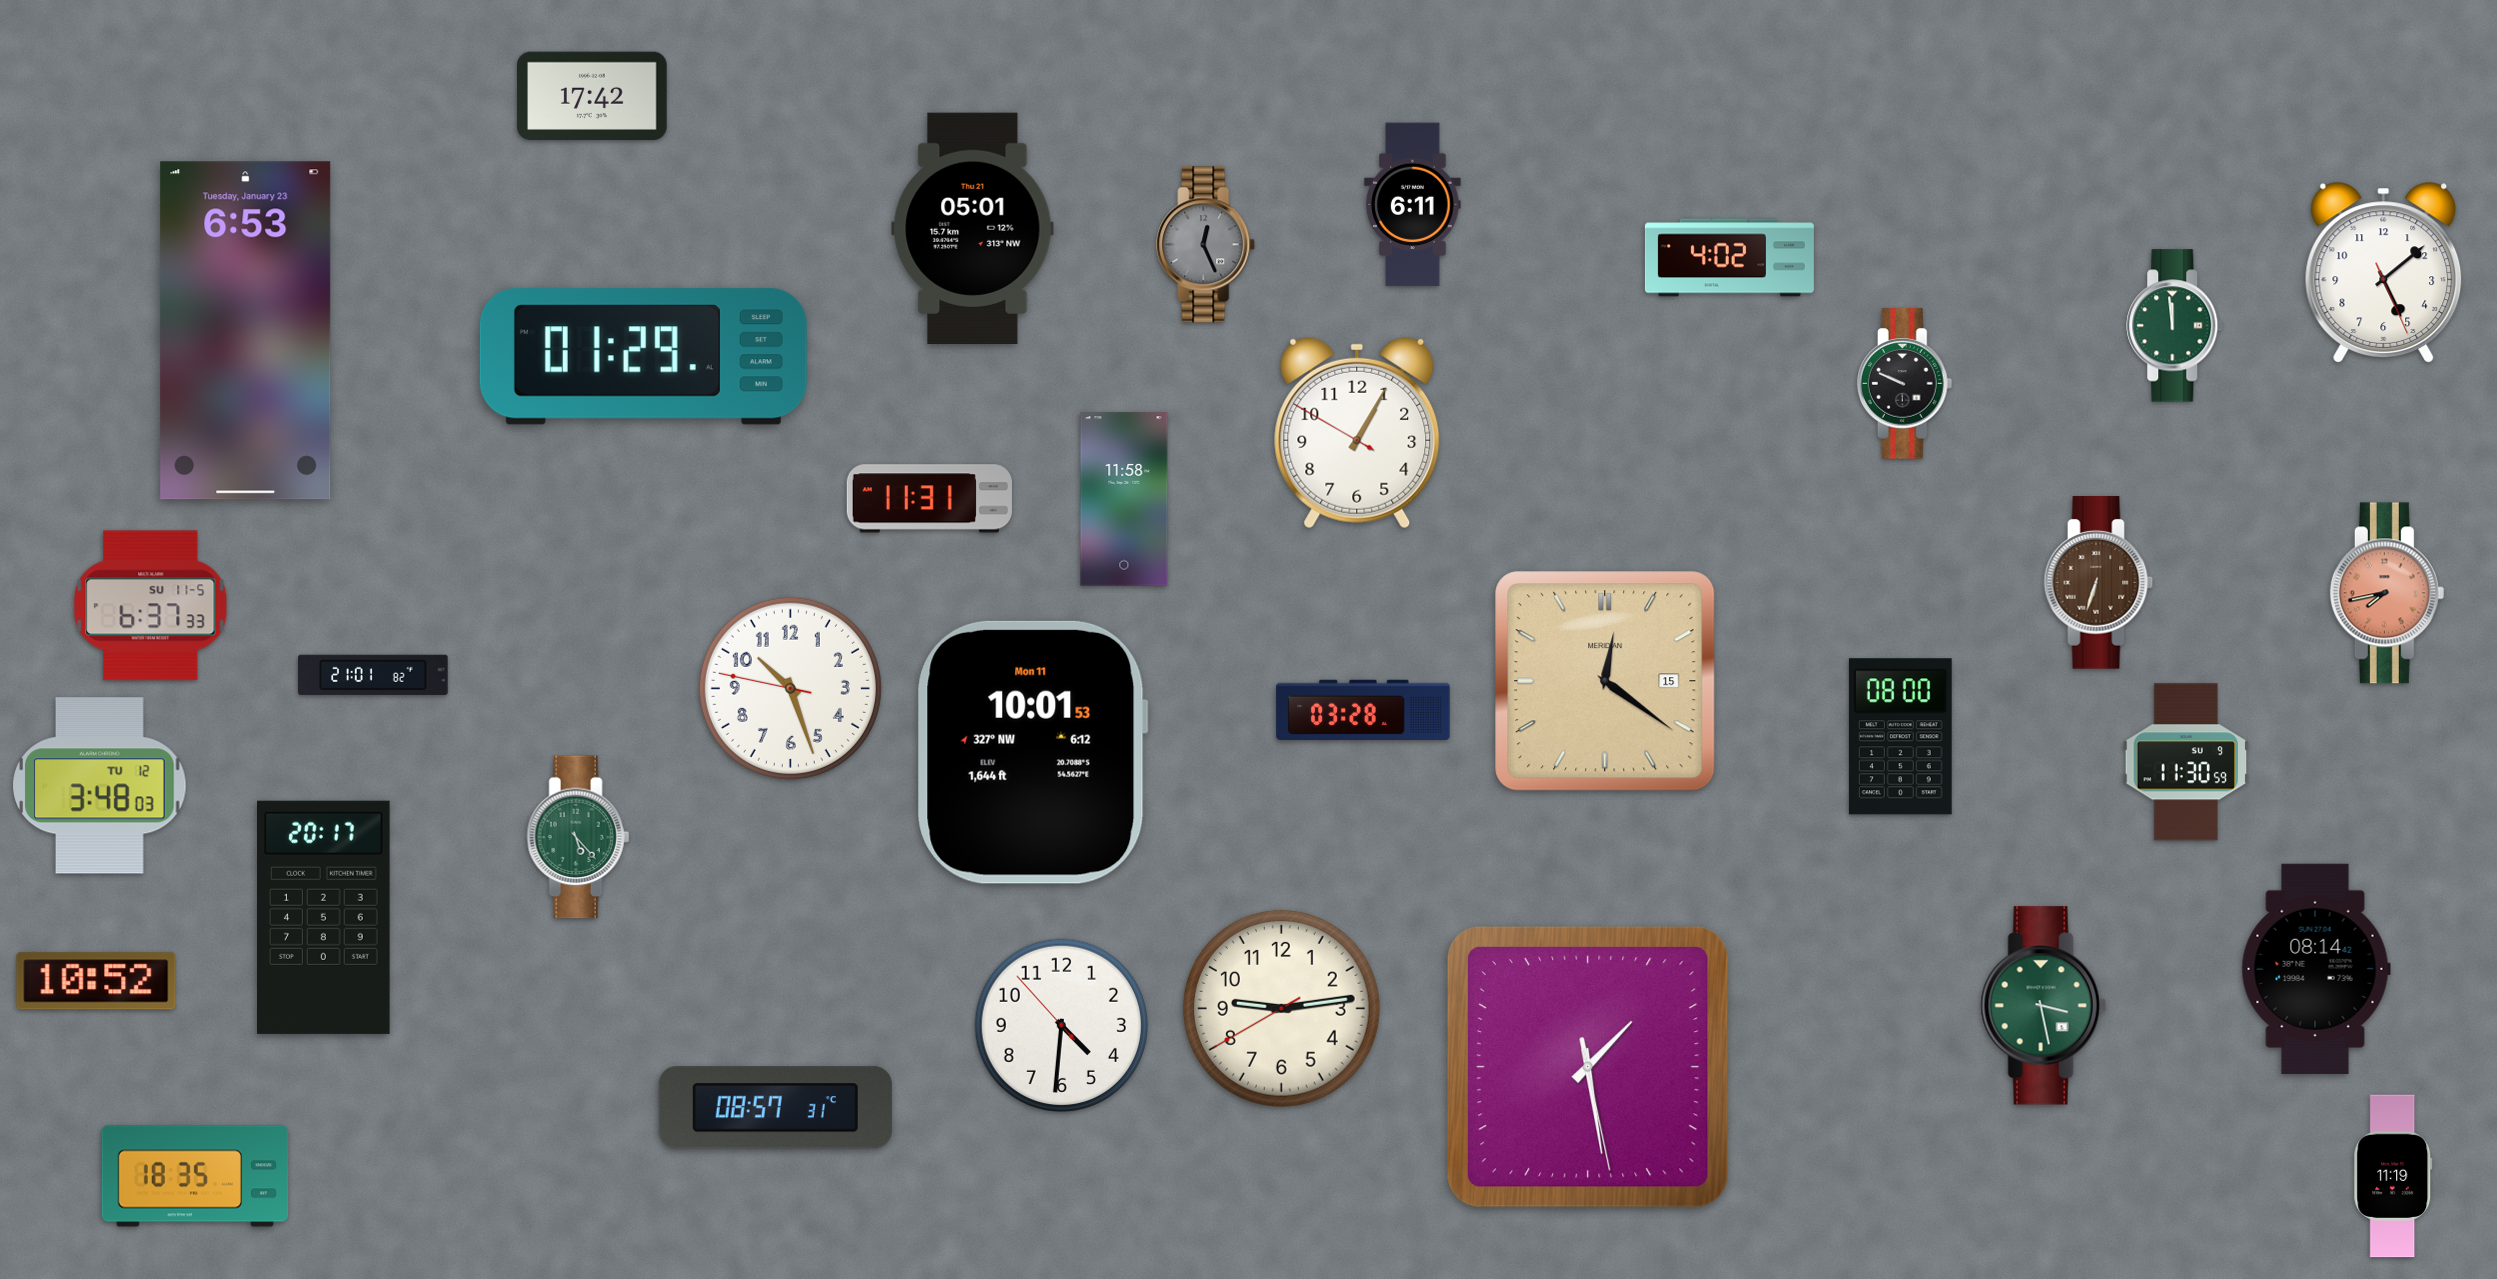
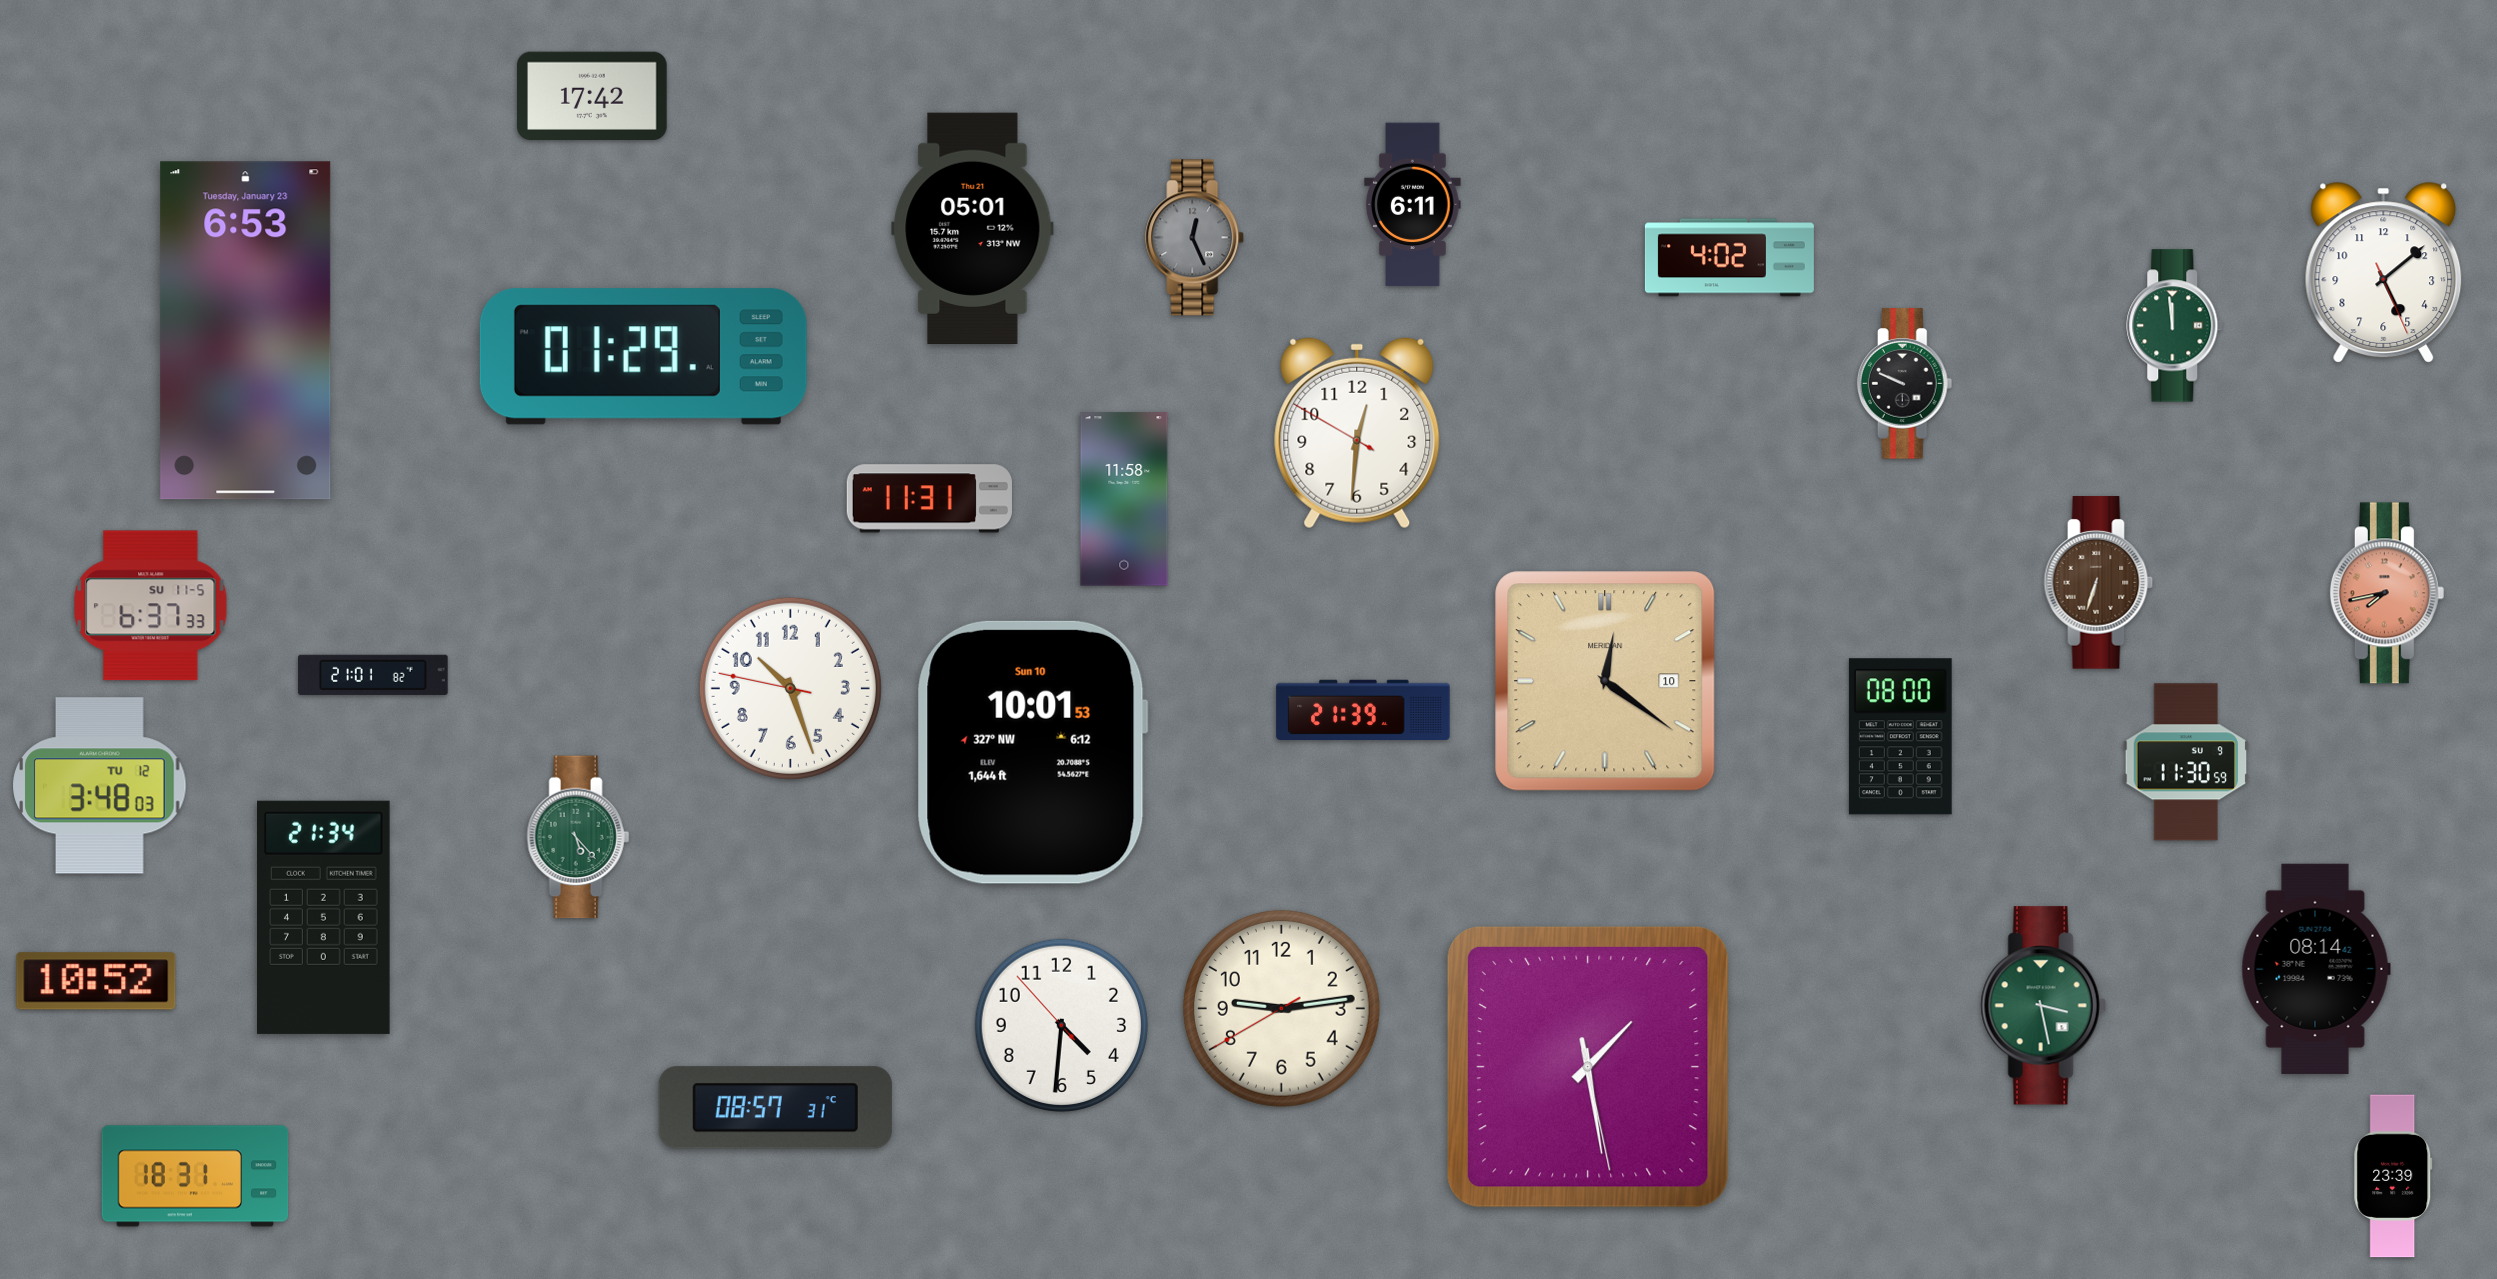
clock at (1206, 245) position: (1206, 245) -> (1195, 238)
clock at (1357, 433): 1:04 -> 12:30
clock at (1605, 681) date: 15 -> 10
clock at (1363, 710): 03:28 -> 21:39
clock at (1032, 752) date: Mon 11 -> Sun 10
clock at (324, 917): 20:17 -> 21:34
clock at (195, 1176): 18:35 -> 18:31
clock at (2393, 1176): 11:19 -> 23:39
